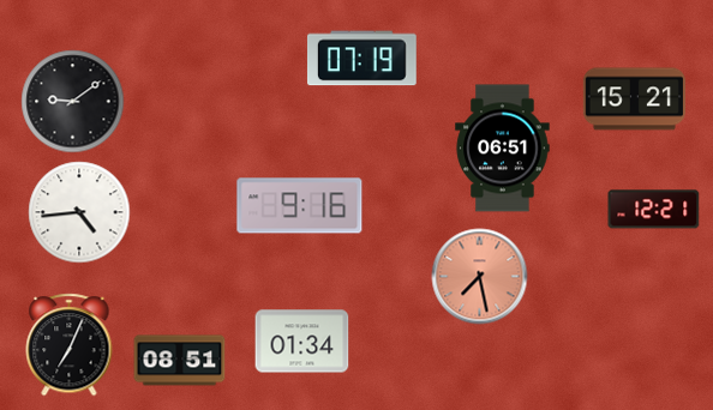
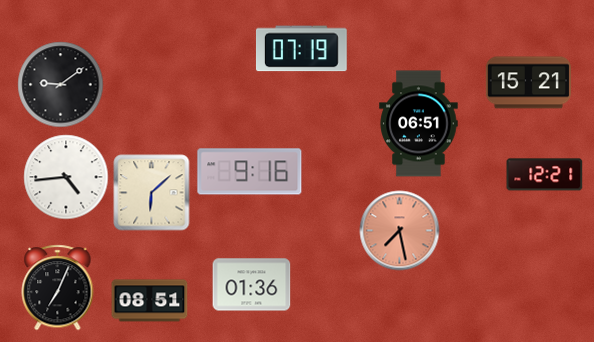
clock at (152, 193): none -> 6:08
clock at (302, 342): 01:34 -> 01:36
